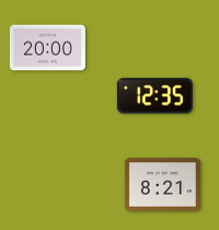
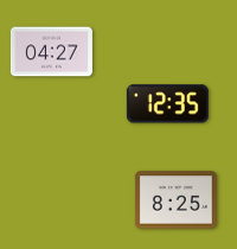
clock at (47, 48): 20:00 -> 04:27
clock at (162, 185): 8:21 -> 8:25
